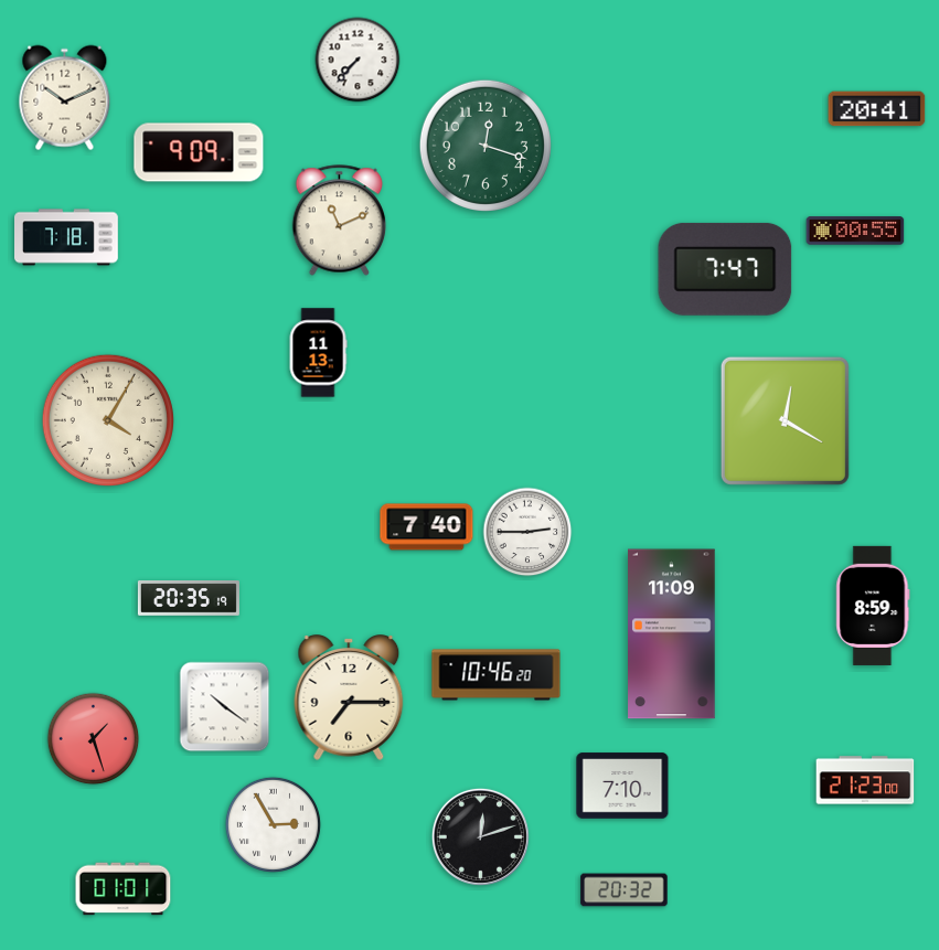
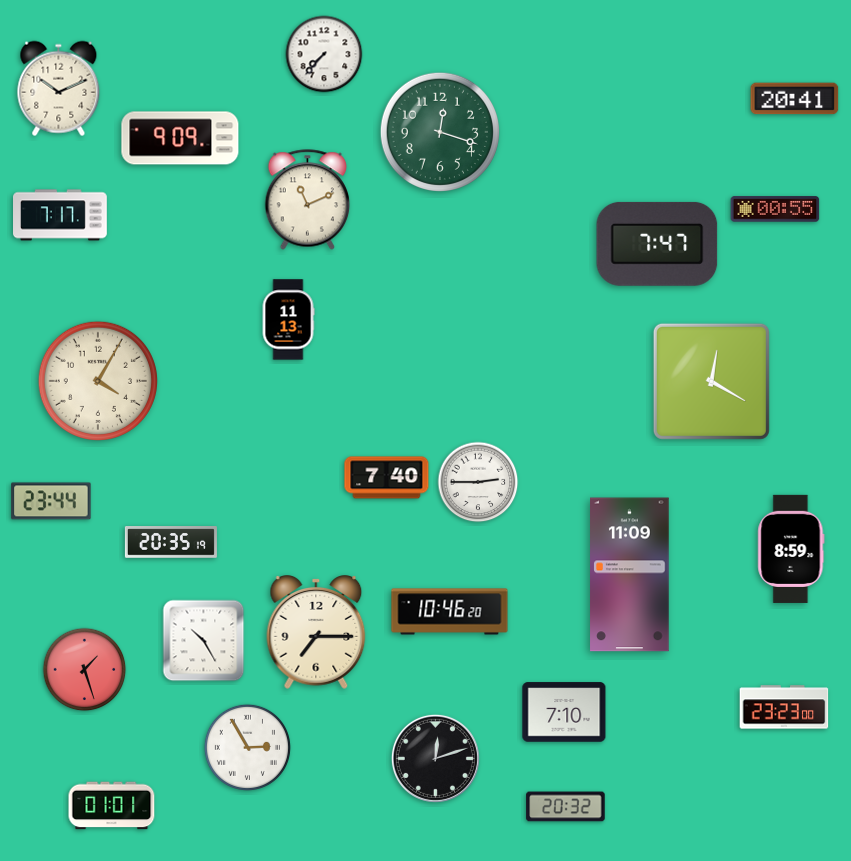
clock at (67, 237): 7:18 -> 7:17
clock at (51, 501): none -> 23:44
clock at (672, 634) position: (672, 634) -> (630, 575)
clock at (225, 707): 10:21 -> 10:25
clock at (865, 780): 21:23 -> 23:23
